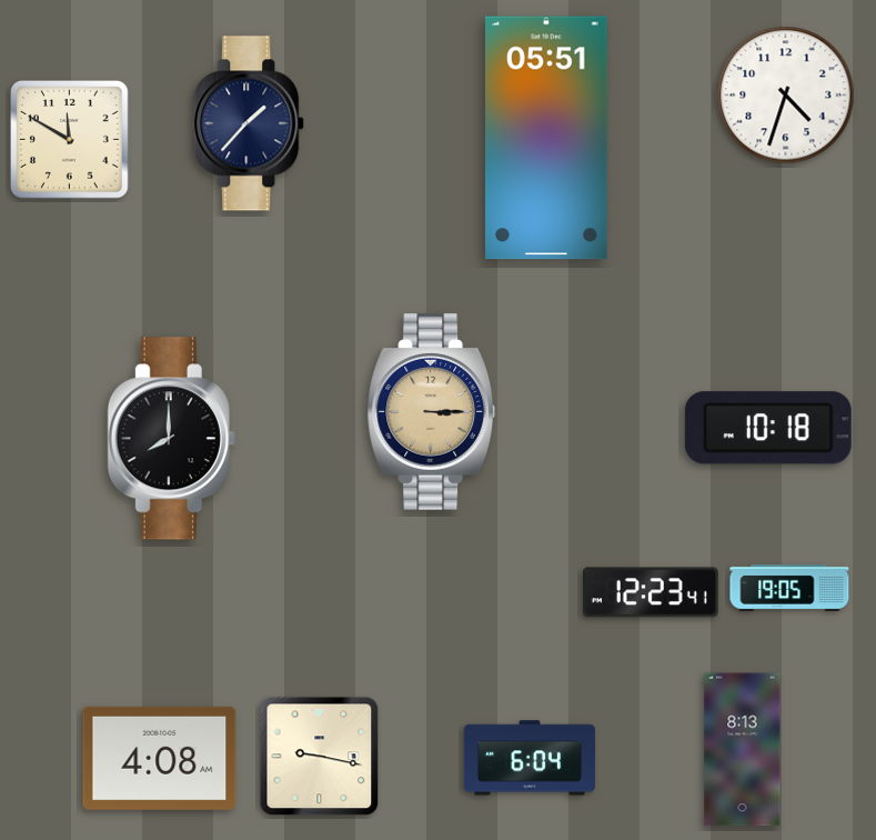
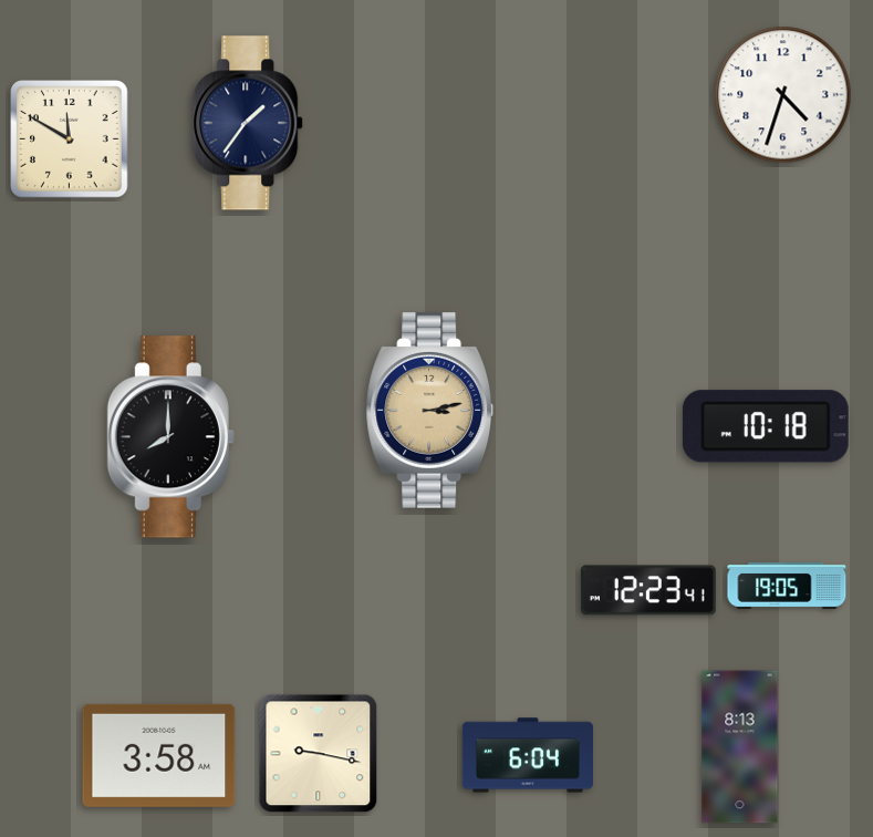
clock at (250, 123): 1:37 -> 1:36
clock at (547, 138): 05:51 -> none
clock at (432, 412): 3:15 -> 3:13
clock at (160, 758): 4:08 -> 3:58
